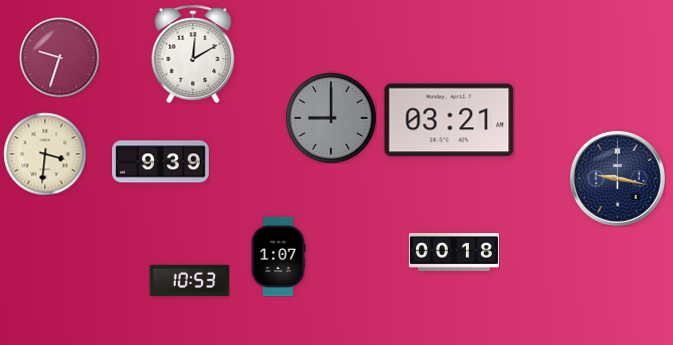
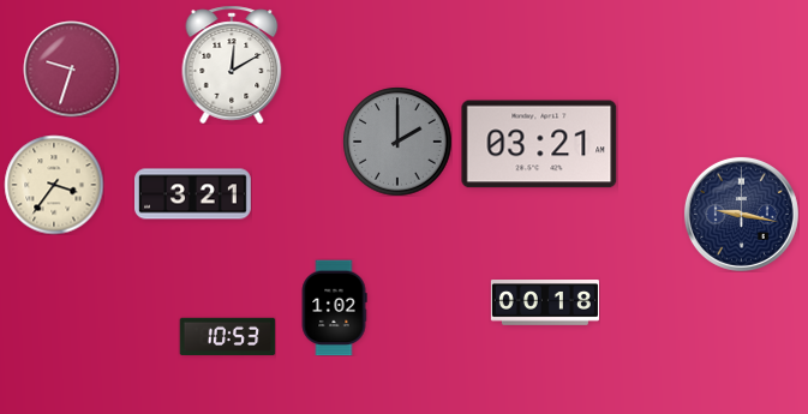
clock at (331, 118): 9:00 -> 2:00
clock at (45, 154): 3:31 -> 3:36
clock at (161, 162): 9:39 -> 3:21
clock at (278, 256): 1:07 -> 1:02
